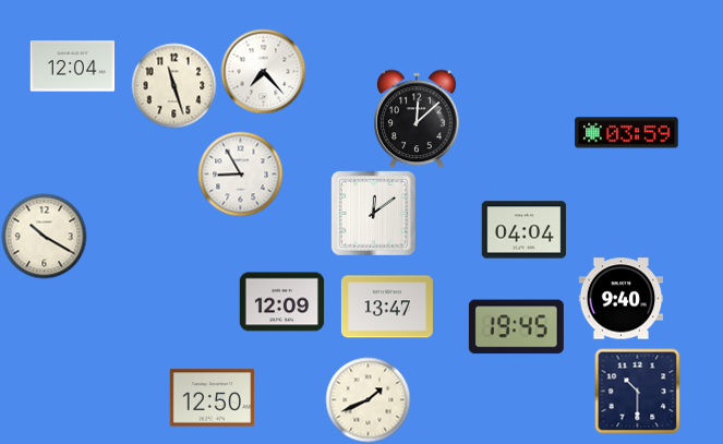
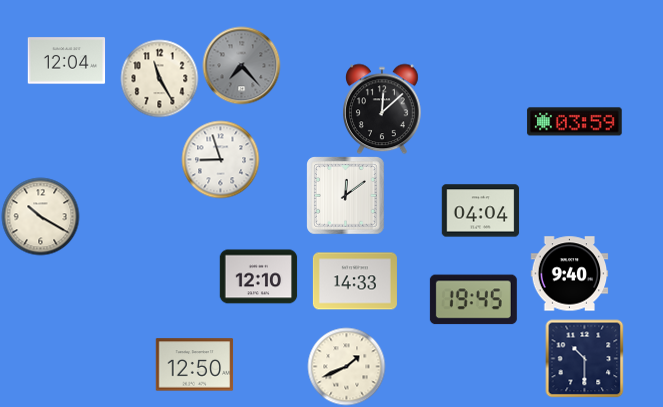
clock at (263, 71) dial: white -> grey
clock at (173, 85): 11:27 -> 11:25
clock at (240, 173): 8:55 -> 8:57
clock at (373, 213) position: (373, 213) -> (345, 195)
clock at (281, 302): 12:09 -> 12:10
clock at (387, 307): 13:47 -> 14:33
clock at (367, 399) position: (367, 399) -> (346, 366)
